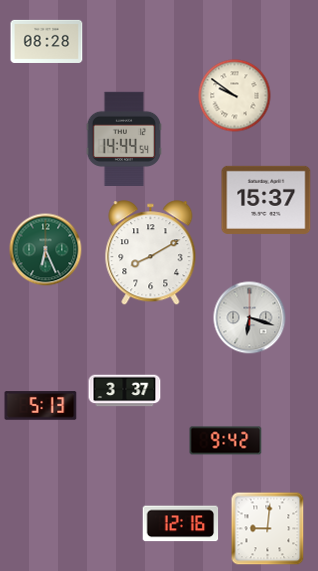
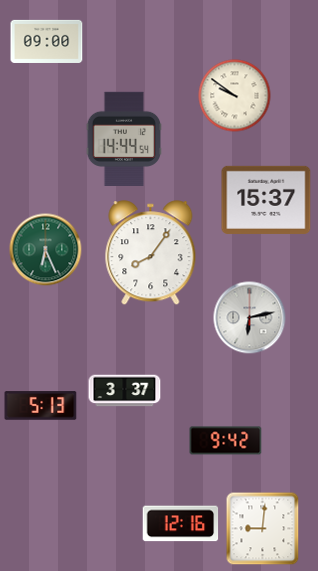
clock at (47, 41): 08:28 -> 09:00
clock at (151, 253): 8:10 -> 8:06
clock at (250, 318): 6:18 -> 6:13
clock at (268, 529) position: (268, 529) -> (263, 529)
